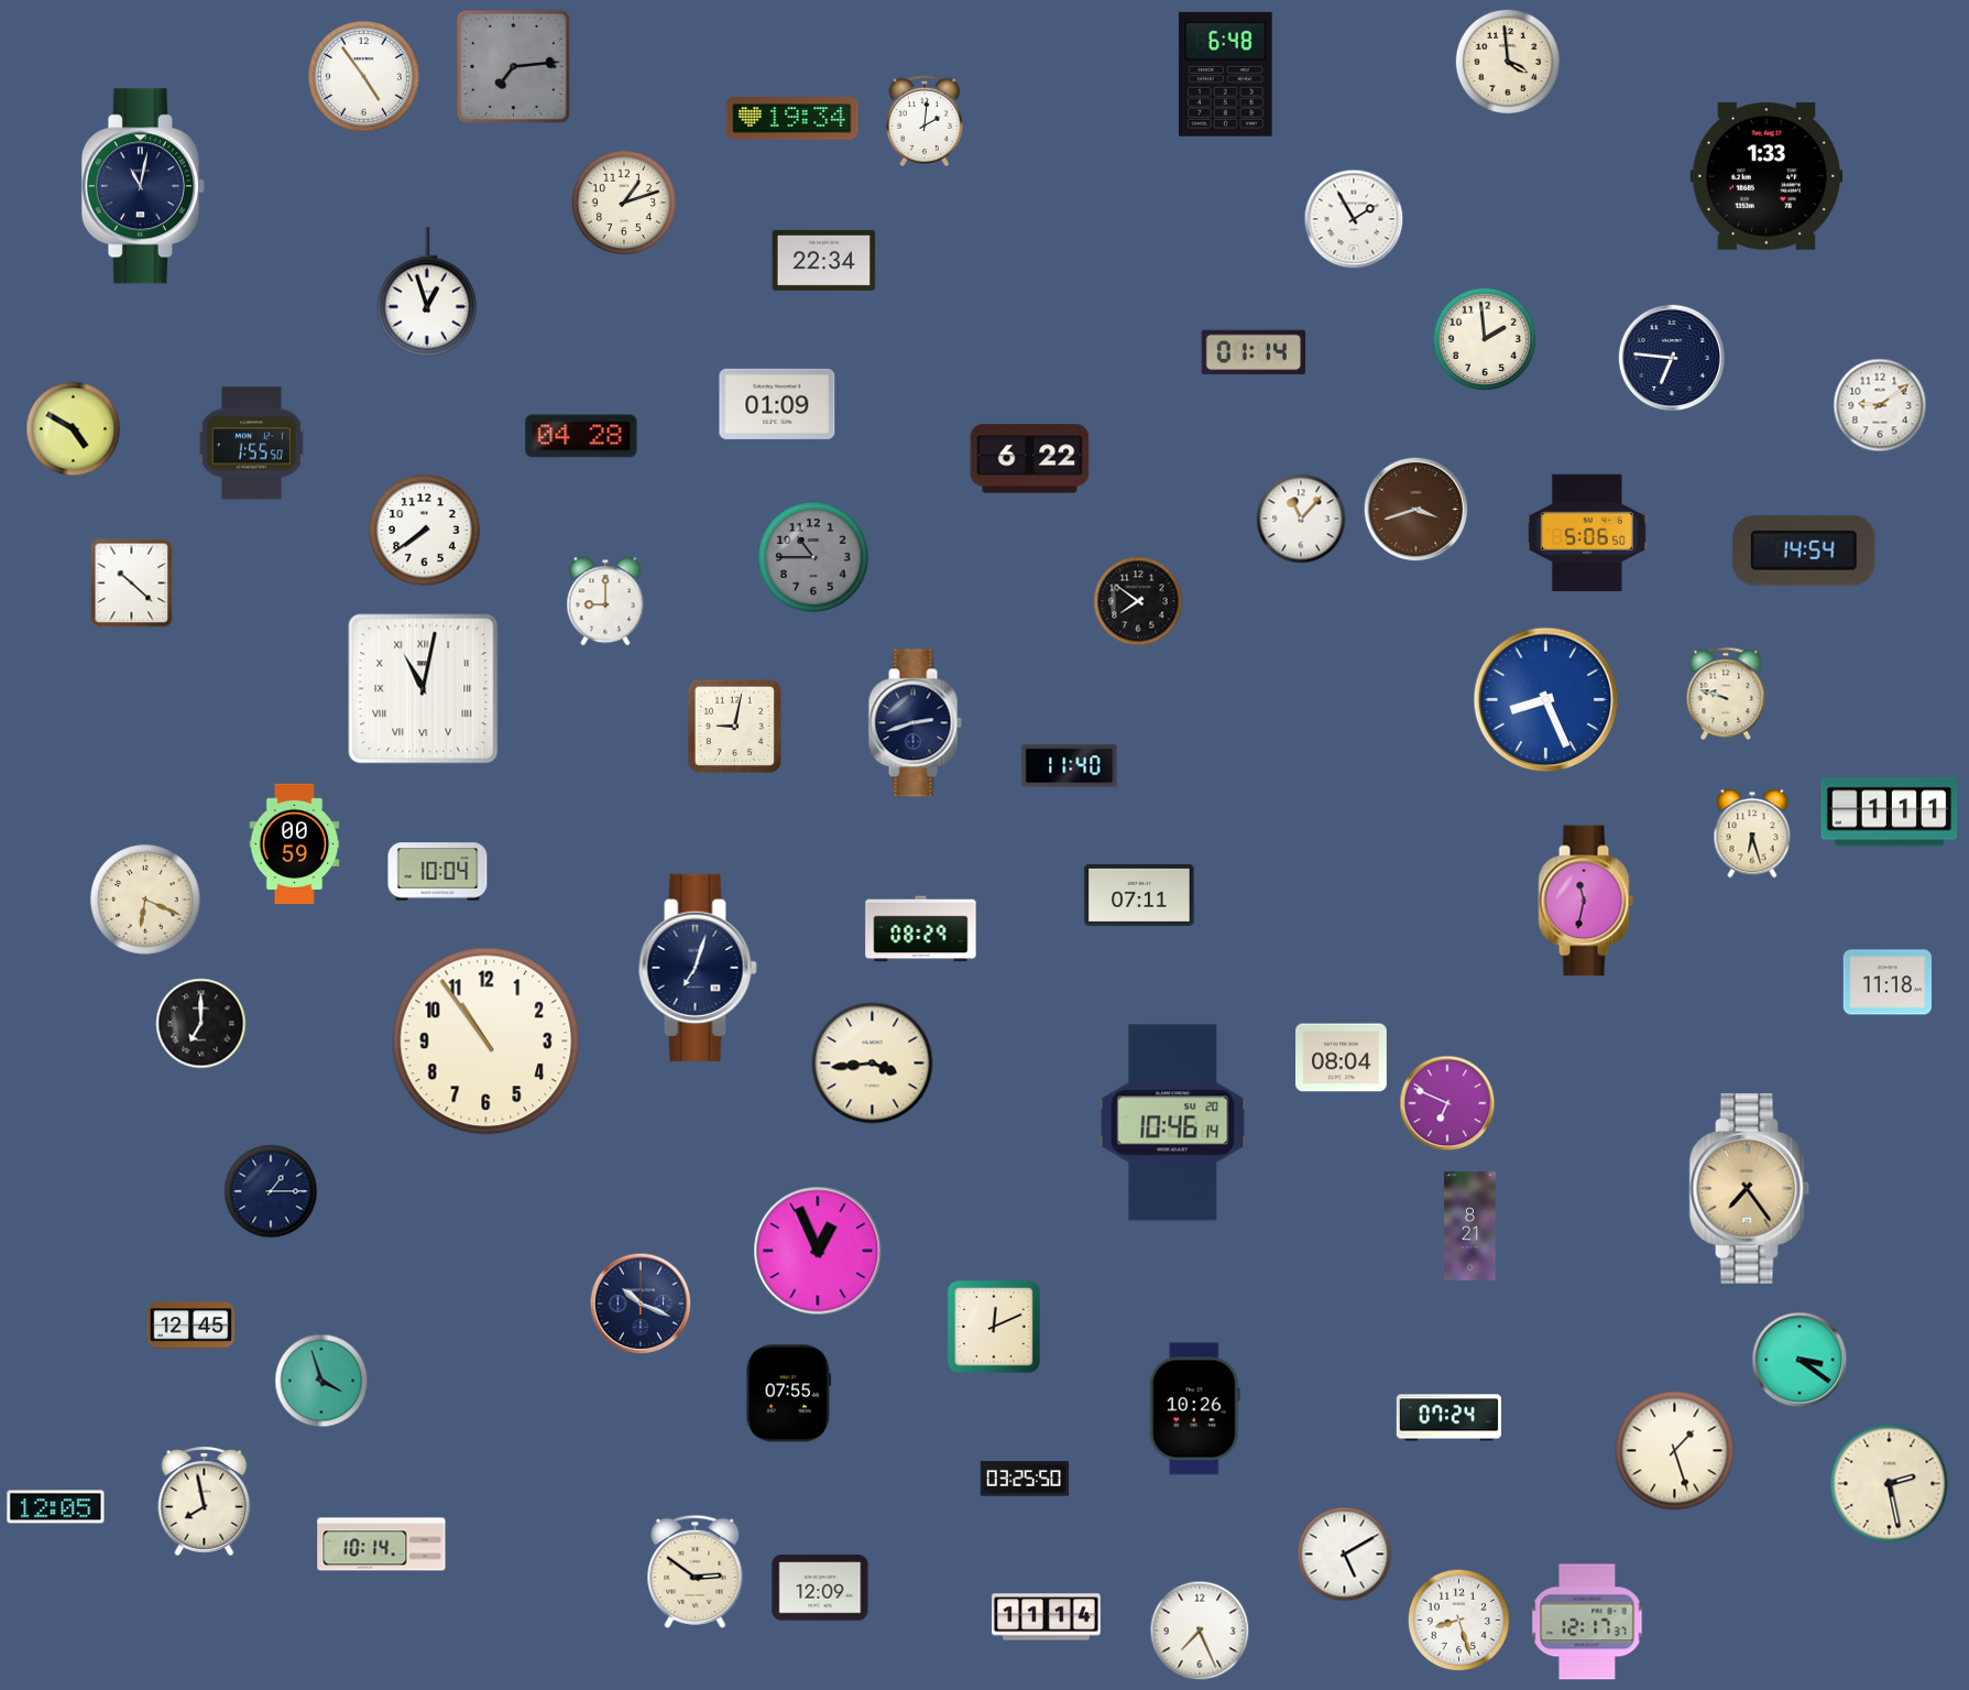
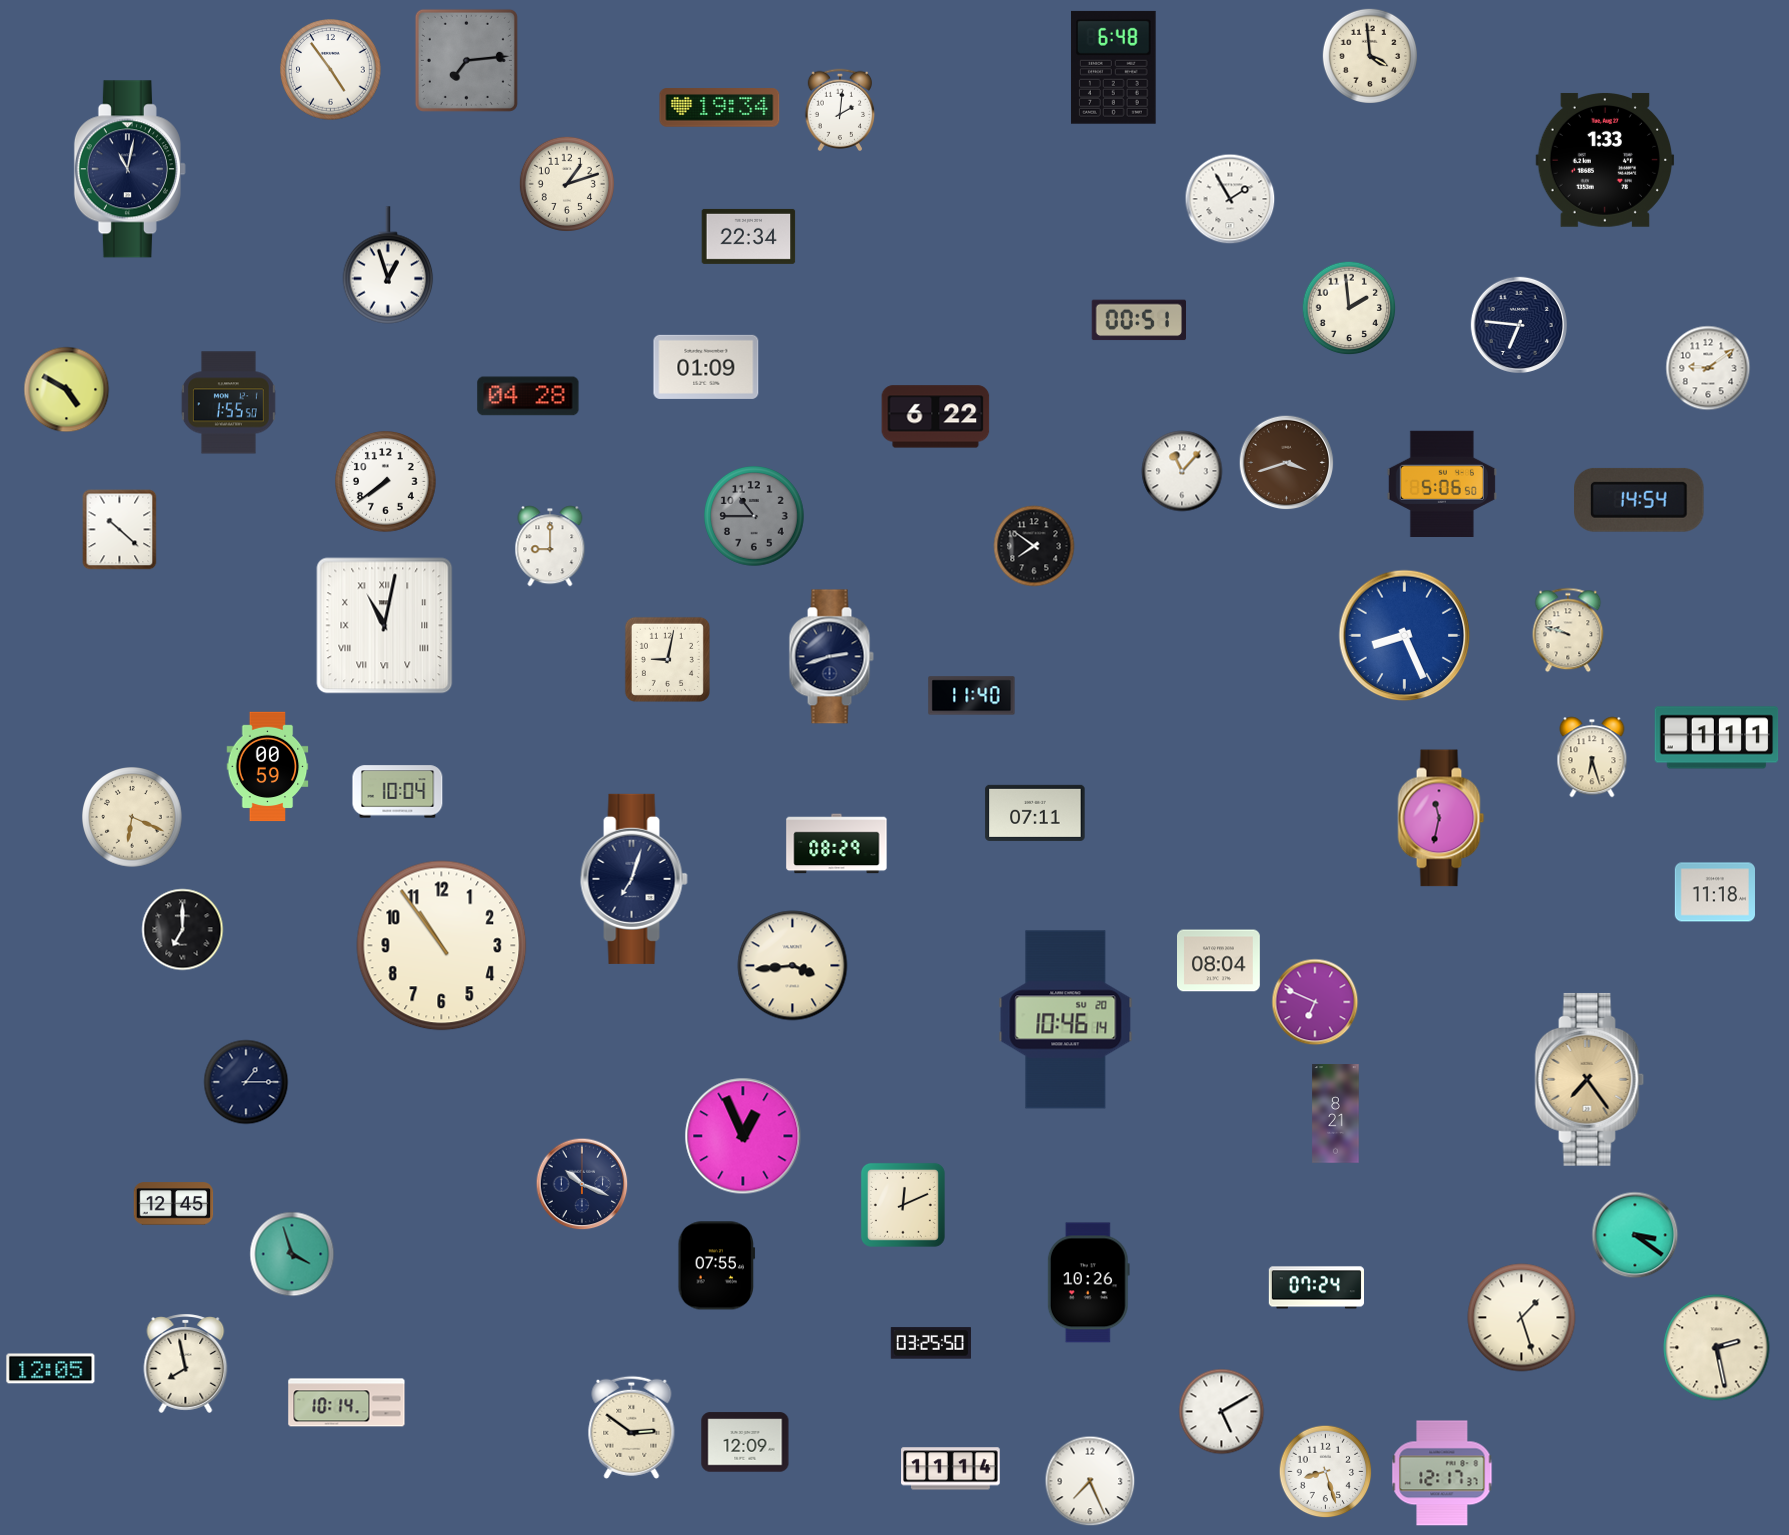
clock at (1252, 352): 01:14 -> 00:51
clock at (814, 558) position: (814, 558) -> (755, 517)
clock at (1194, 1409) position: (1194, 1409) -> (1088, 1283)
